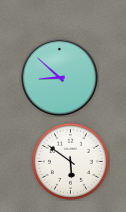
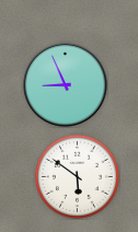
clock at (60, 78): 8:52 -> 8:56
